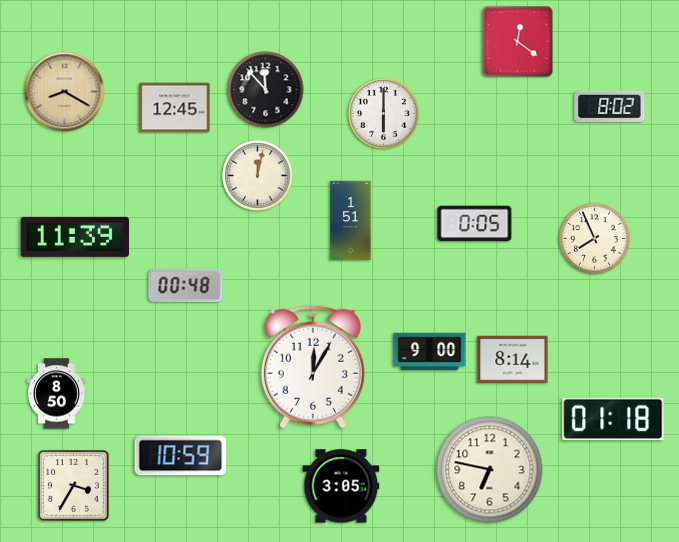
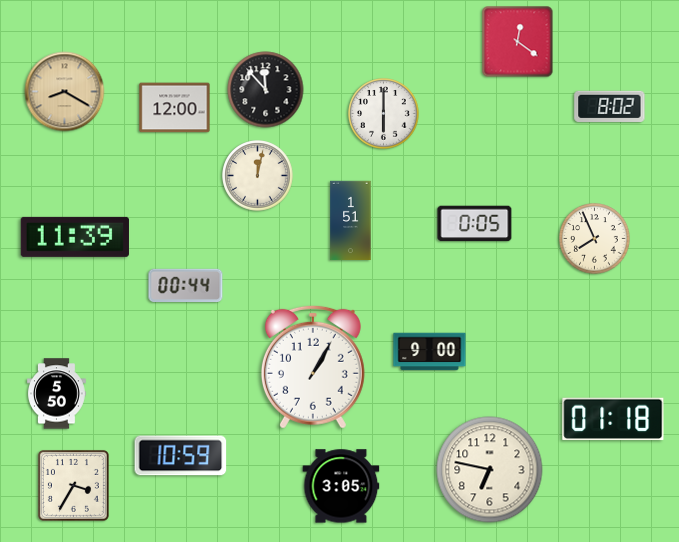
clock at (175, 108): 12:45 -> 12:00
clock at (186, 286): 00:48 -> 00:44
clock at (513, 360): 8:14 -> none
clock at (313, 367): 12:05 -> 1:05
clock at (57, 394): 8:50 -> 5:50
